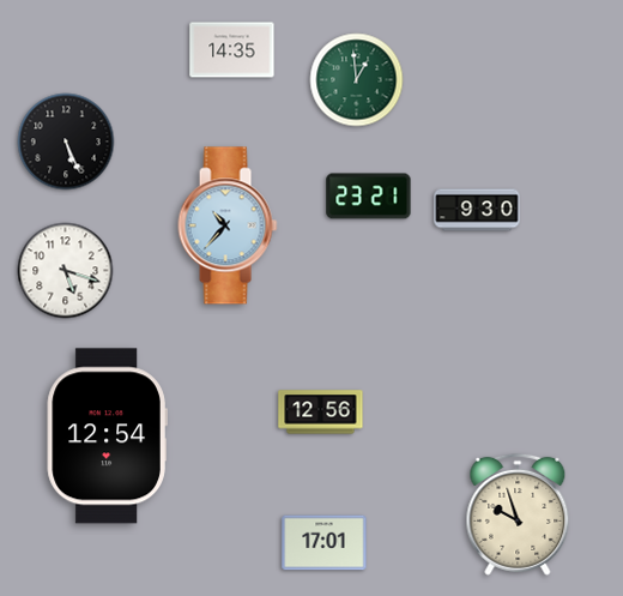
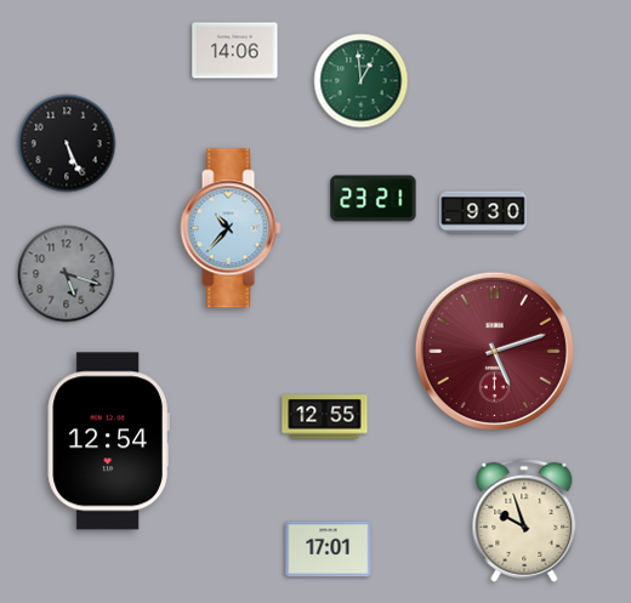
clock at (232, 50): 14:35 -> 14:06
clock at (66, 271) dial: white -> grey
clock at (494, 351): none -> 5:12
clock at (321, 413): 12:56 -> 12:55
